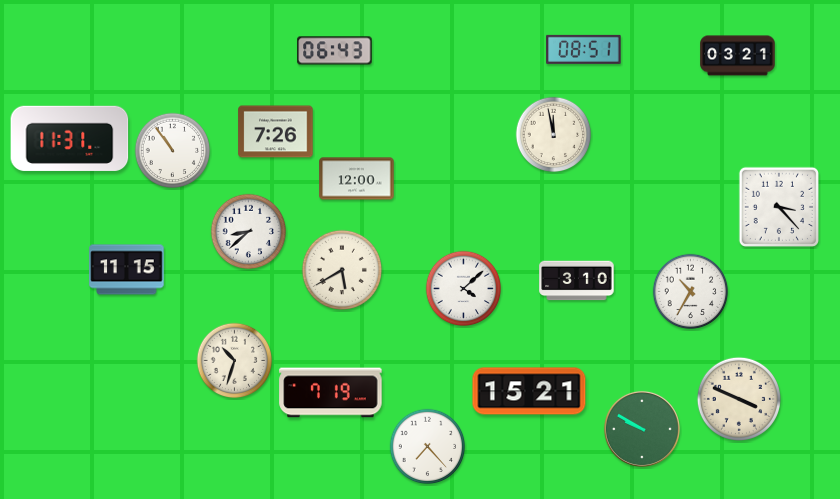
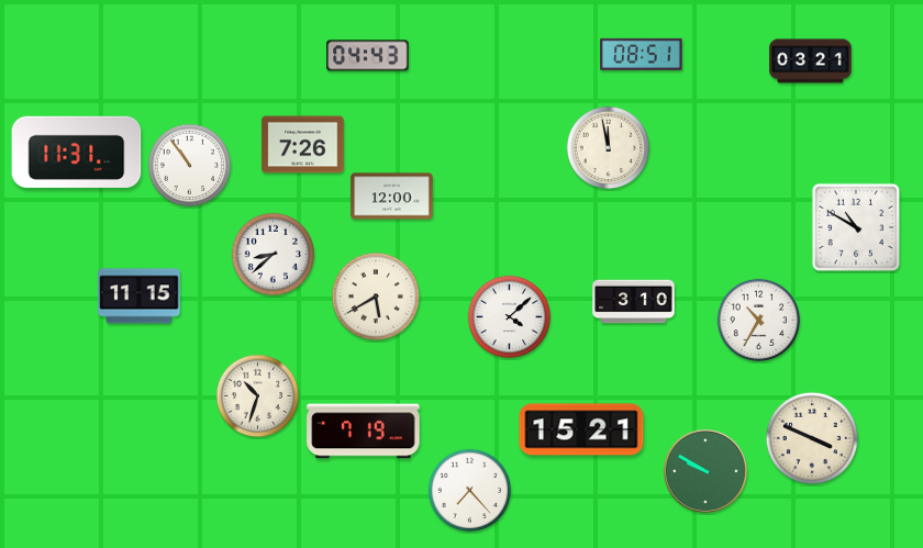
clock at (335, 51): 06:43 -> 04:43
clock at (778, 206): 3:23 -> 10:50
clock at (577, 281) position: (577, 281) -> (634, 302)
